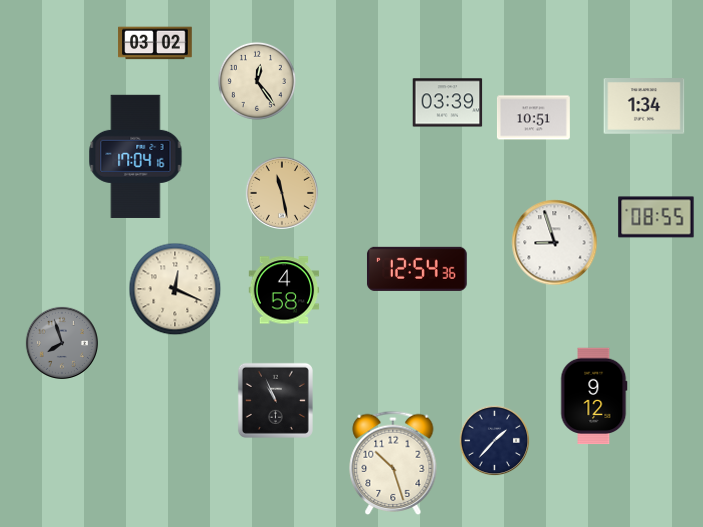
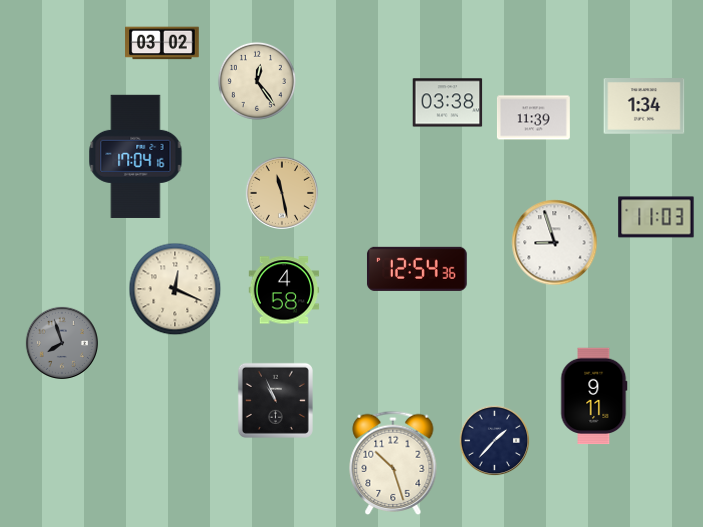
clock at (155, 43) position: (155, 43) -> (162, 43)
clock at (448, 103): 03:39 -> 03:38
clock at (533, 118): 10:51 -> 11:39
clock at (656, 217): 08:55 -> 11:03
clock at (594, 396): 9:12 -> 9:11
